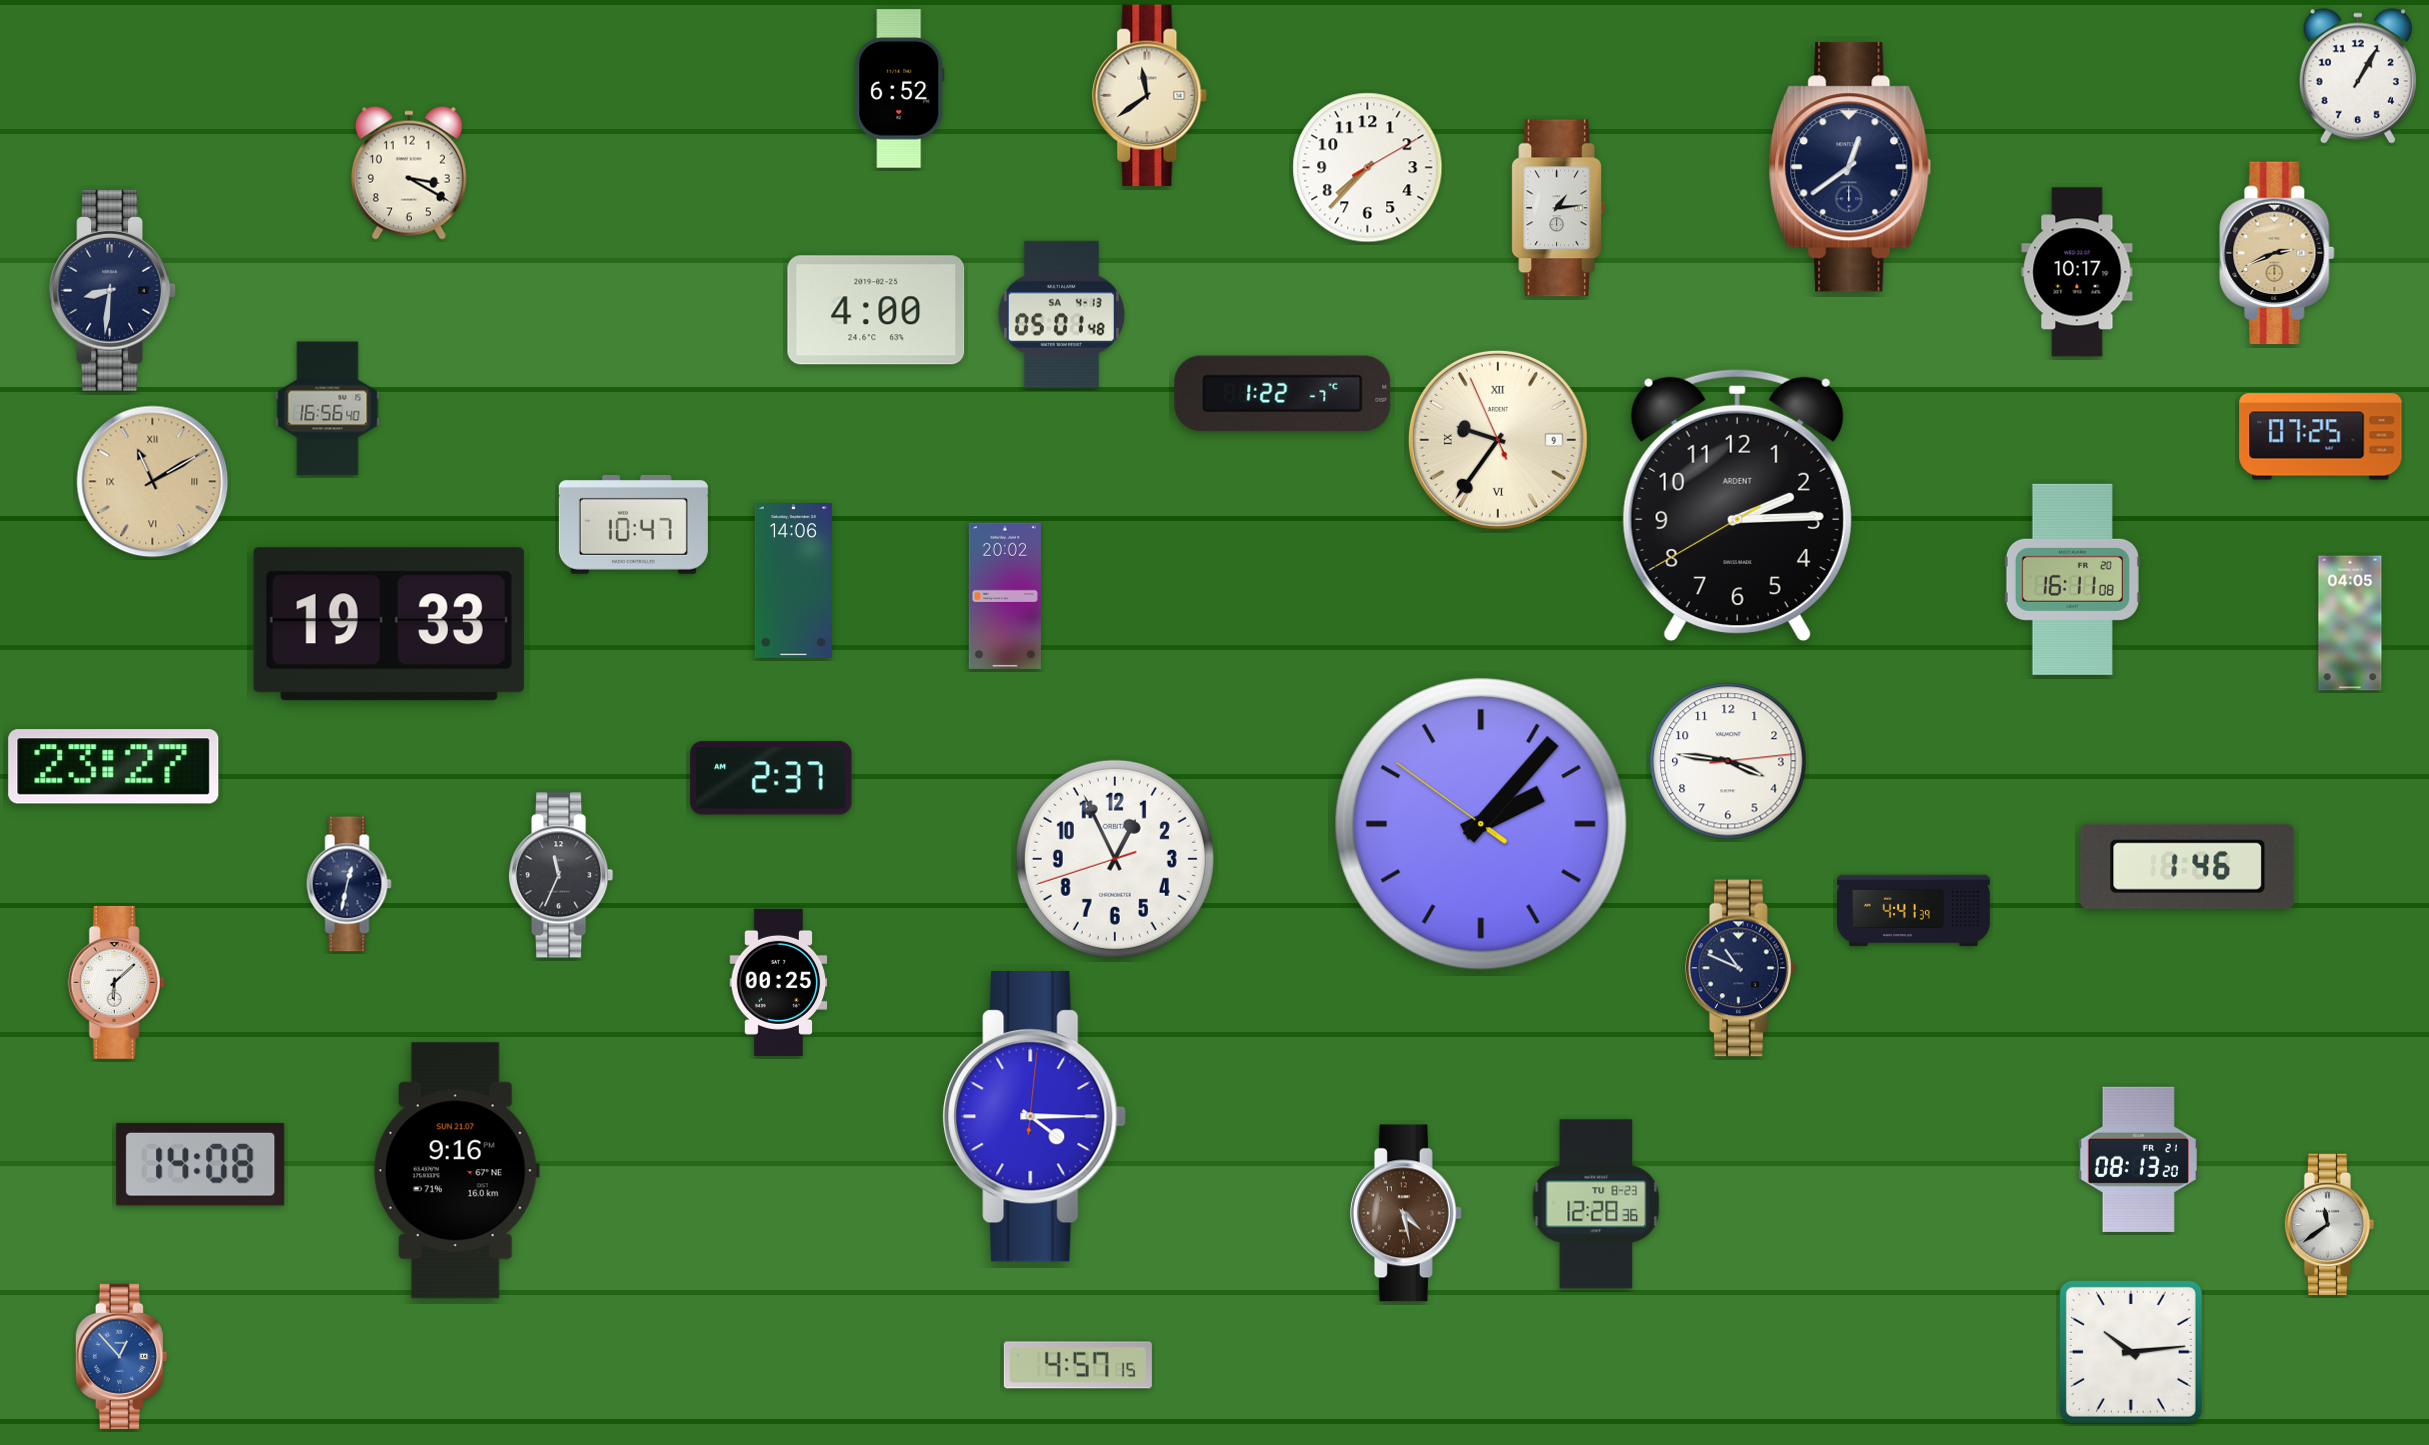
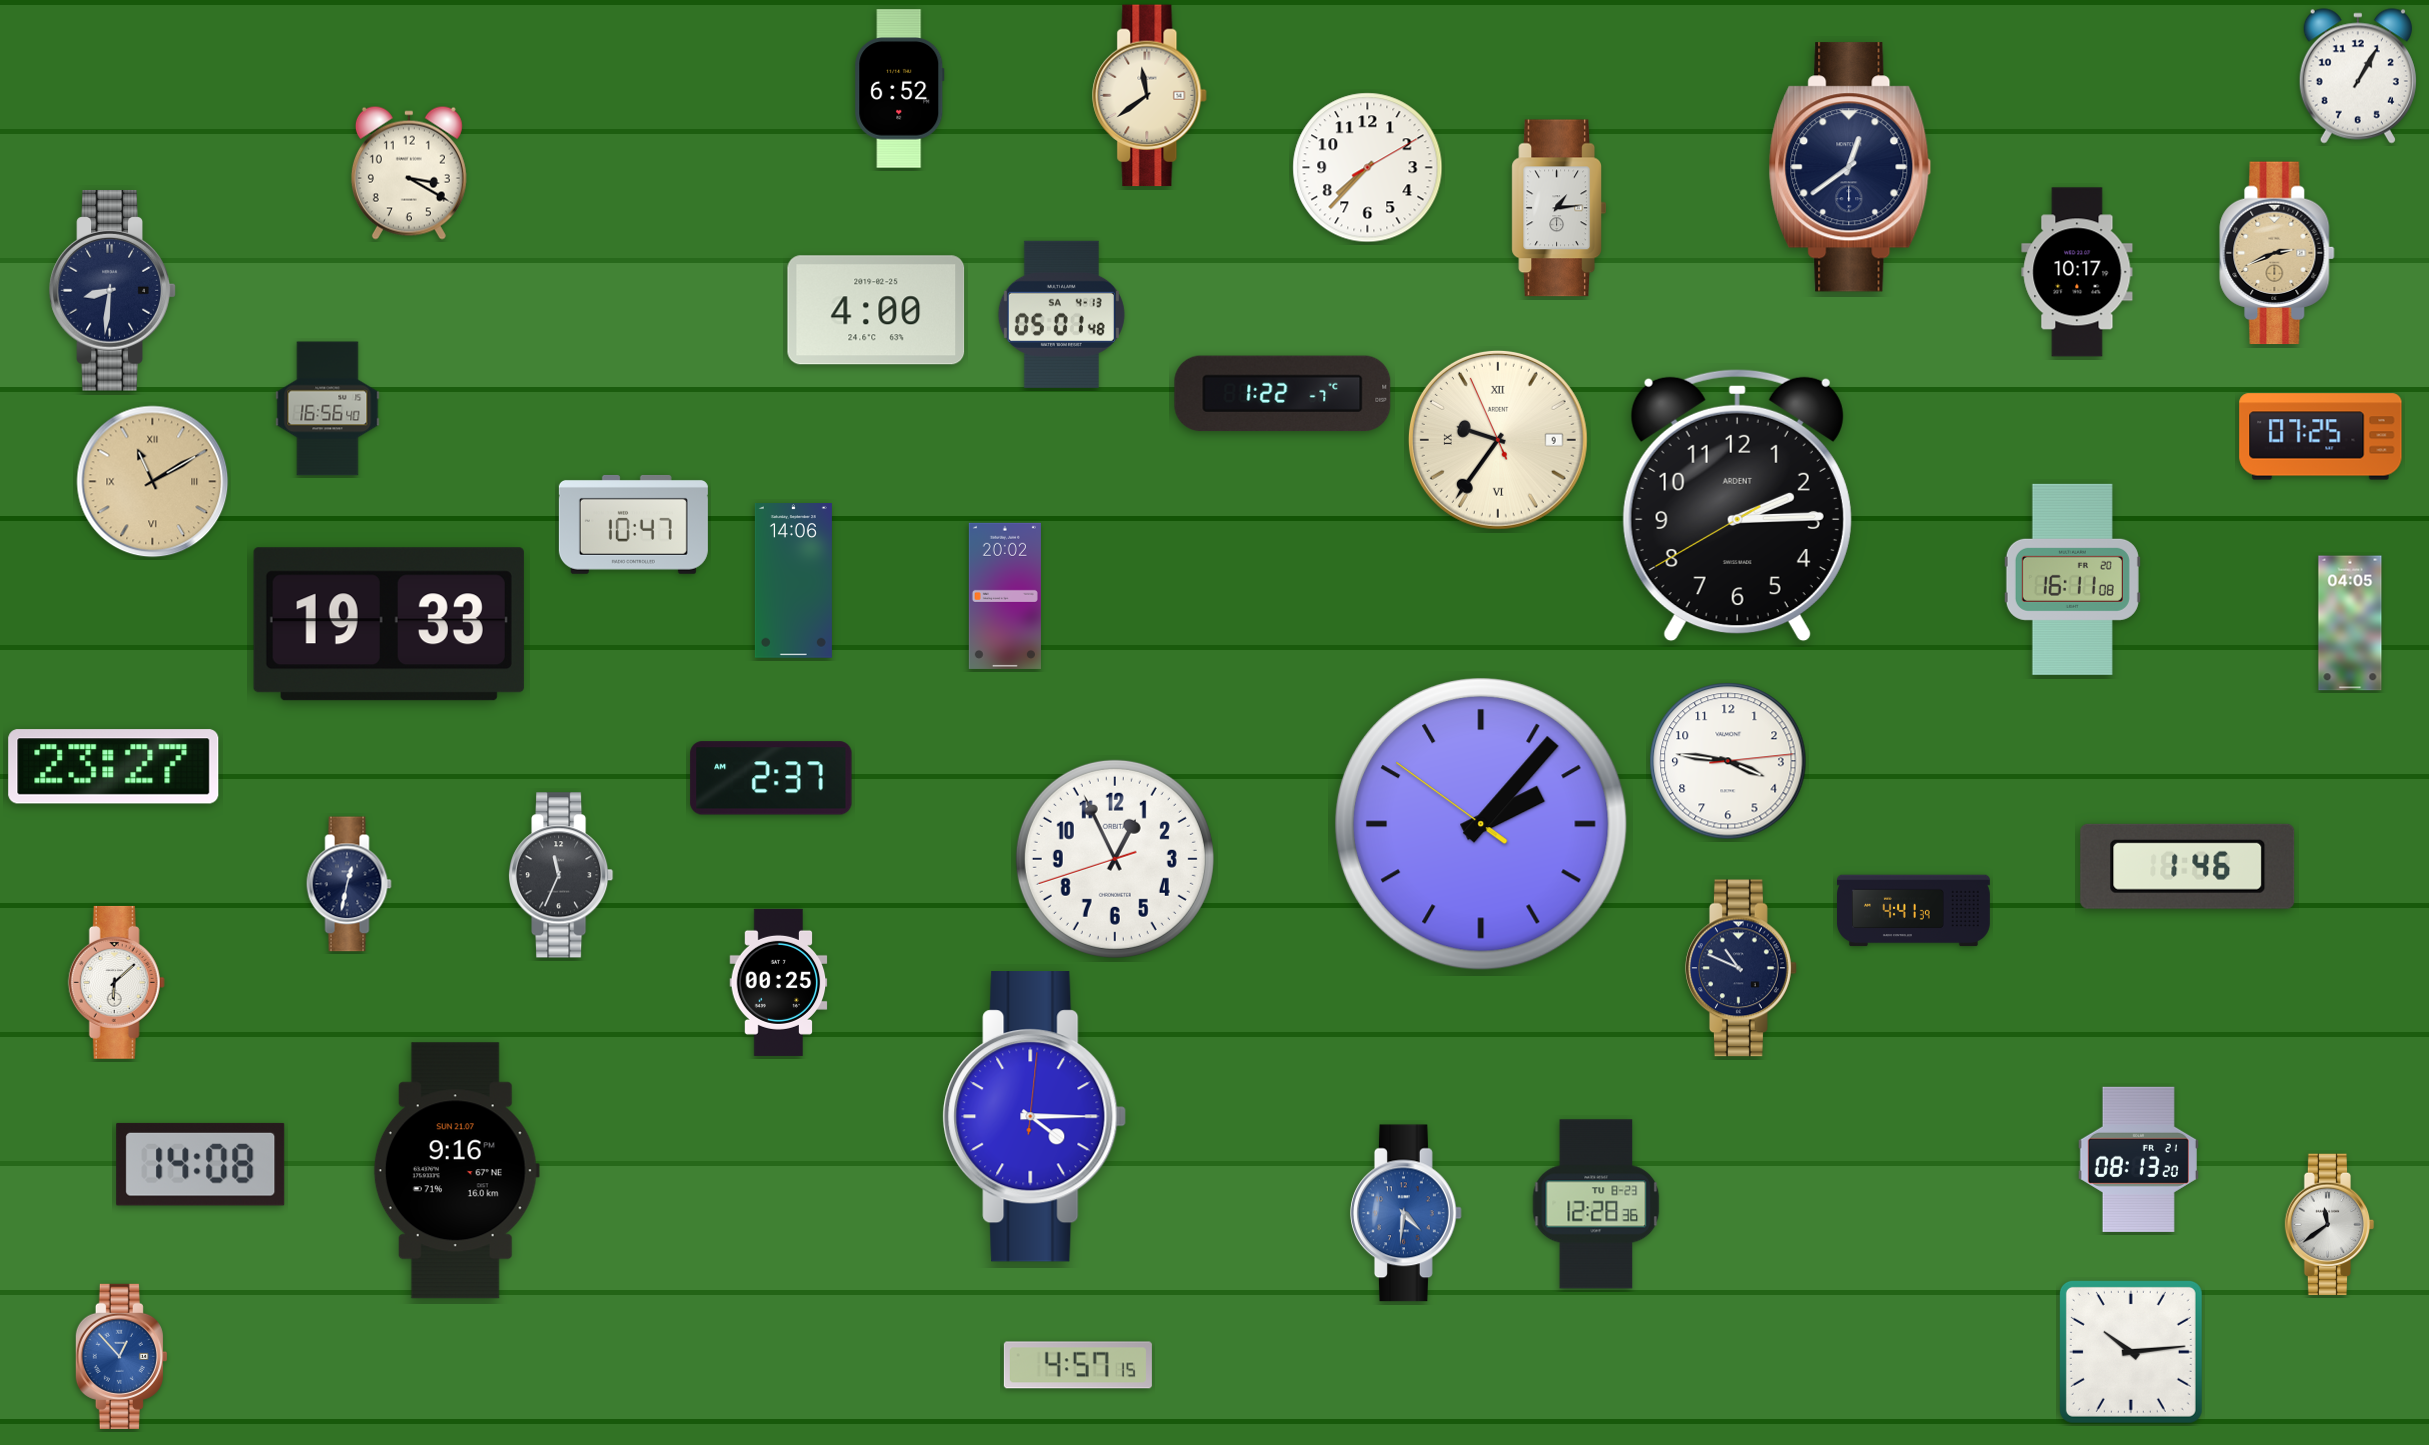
clock at (1407, 1213): 4:28 -> 4:31
clock at (1407, 1213) dial: brown -> blue
